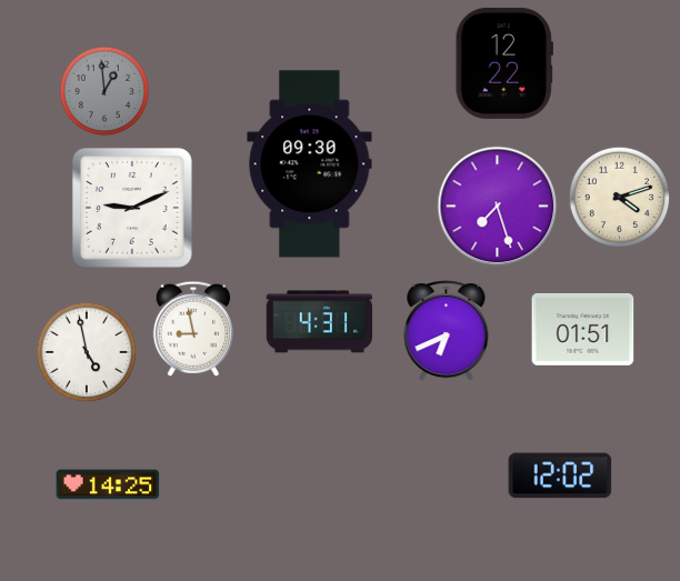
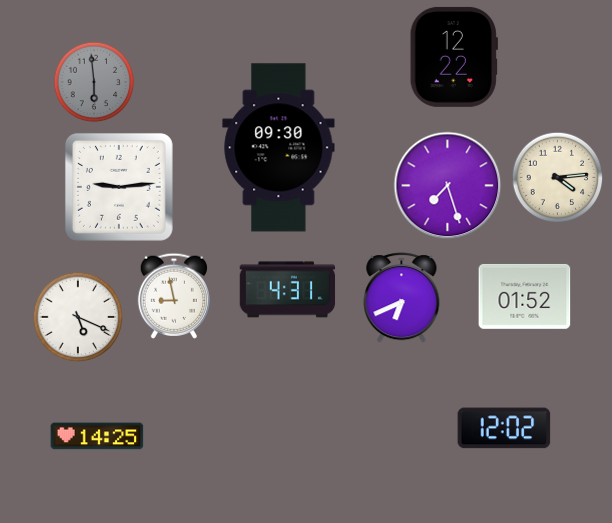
clock at (104, 91): 12:59 -> 5:59
clock at (620, 198): 4:12 -> 4:14
clock at (132, 208): 9:11 -> 9:14
clock at (583, 329): 01:51 -> 01:52
clock at (87, 352): 4:58 -> 5:19
